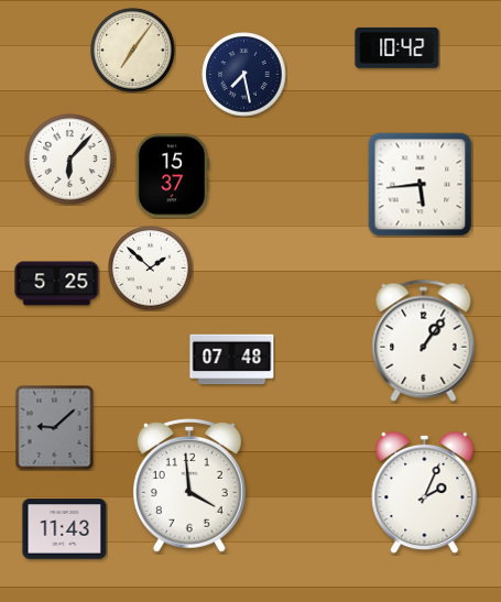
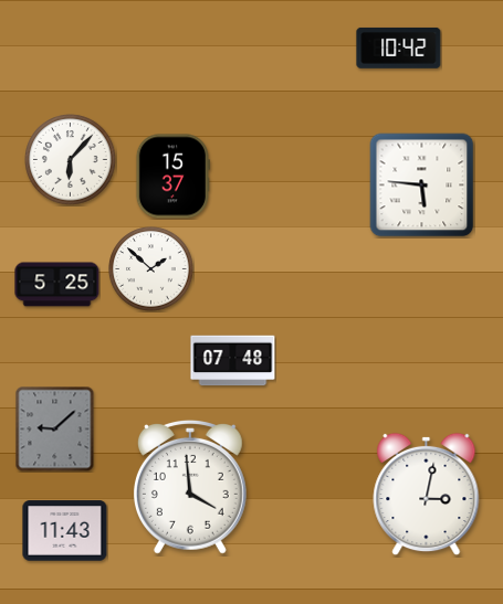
clock at (133, 51): 7:06 -> none
clock at (244, 75): 7:28 -> none
clock at (421, 185): 5:44 -> 5:46
clock at (424, 340): 1:06 -> none
clock at (425, 493): 2:04 -> 3:02
